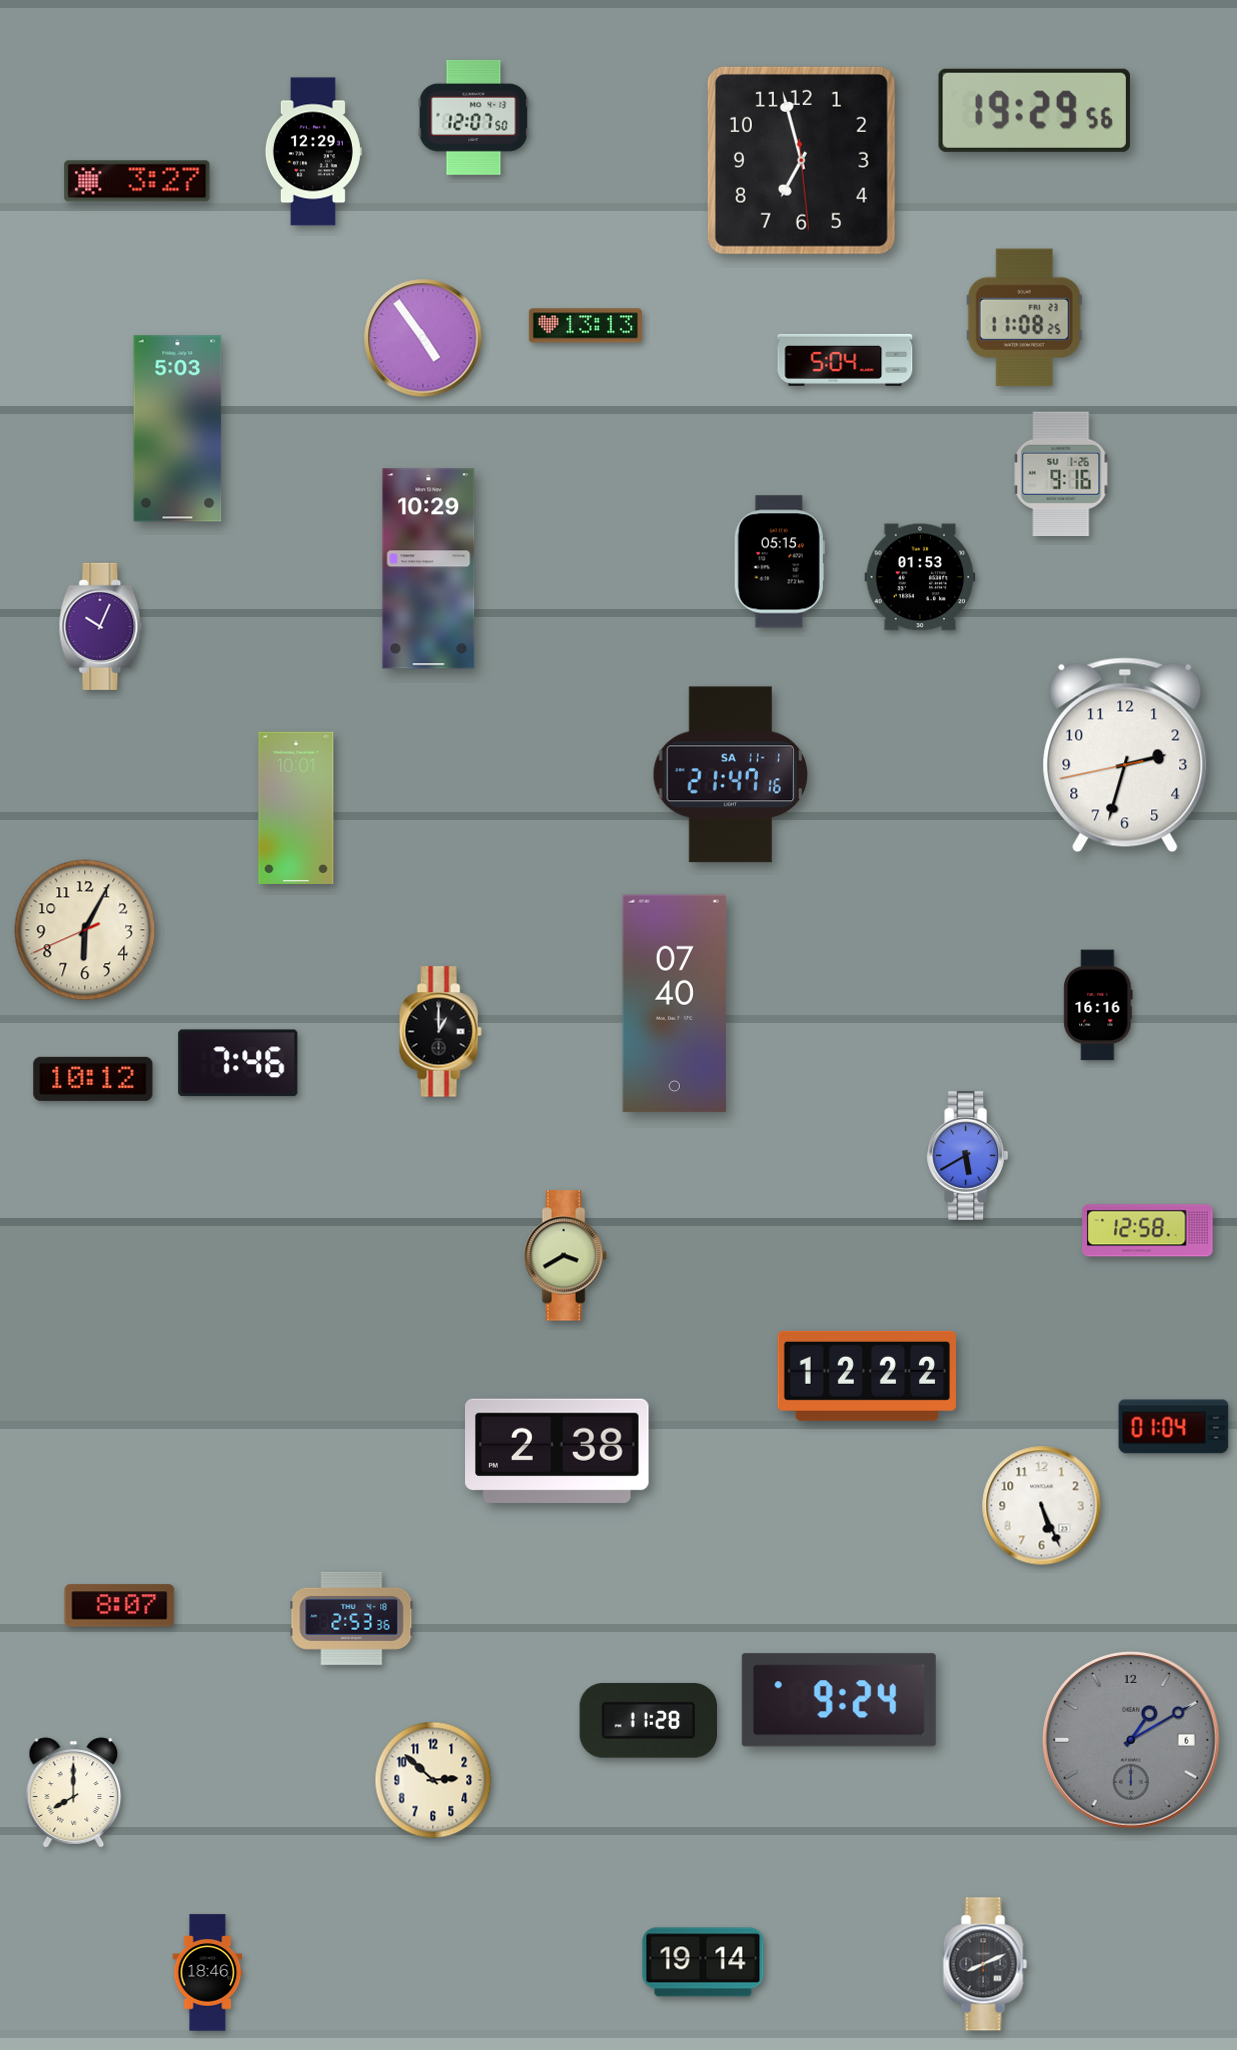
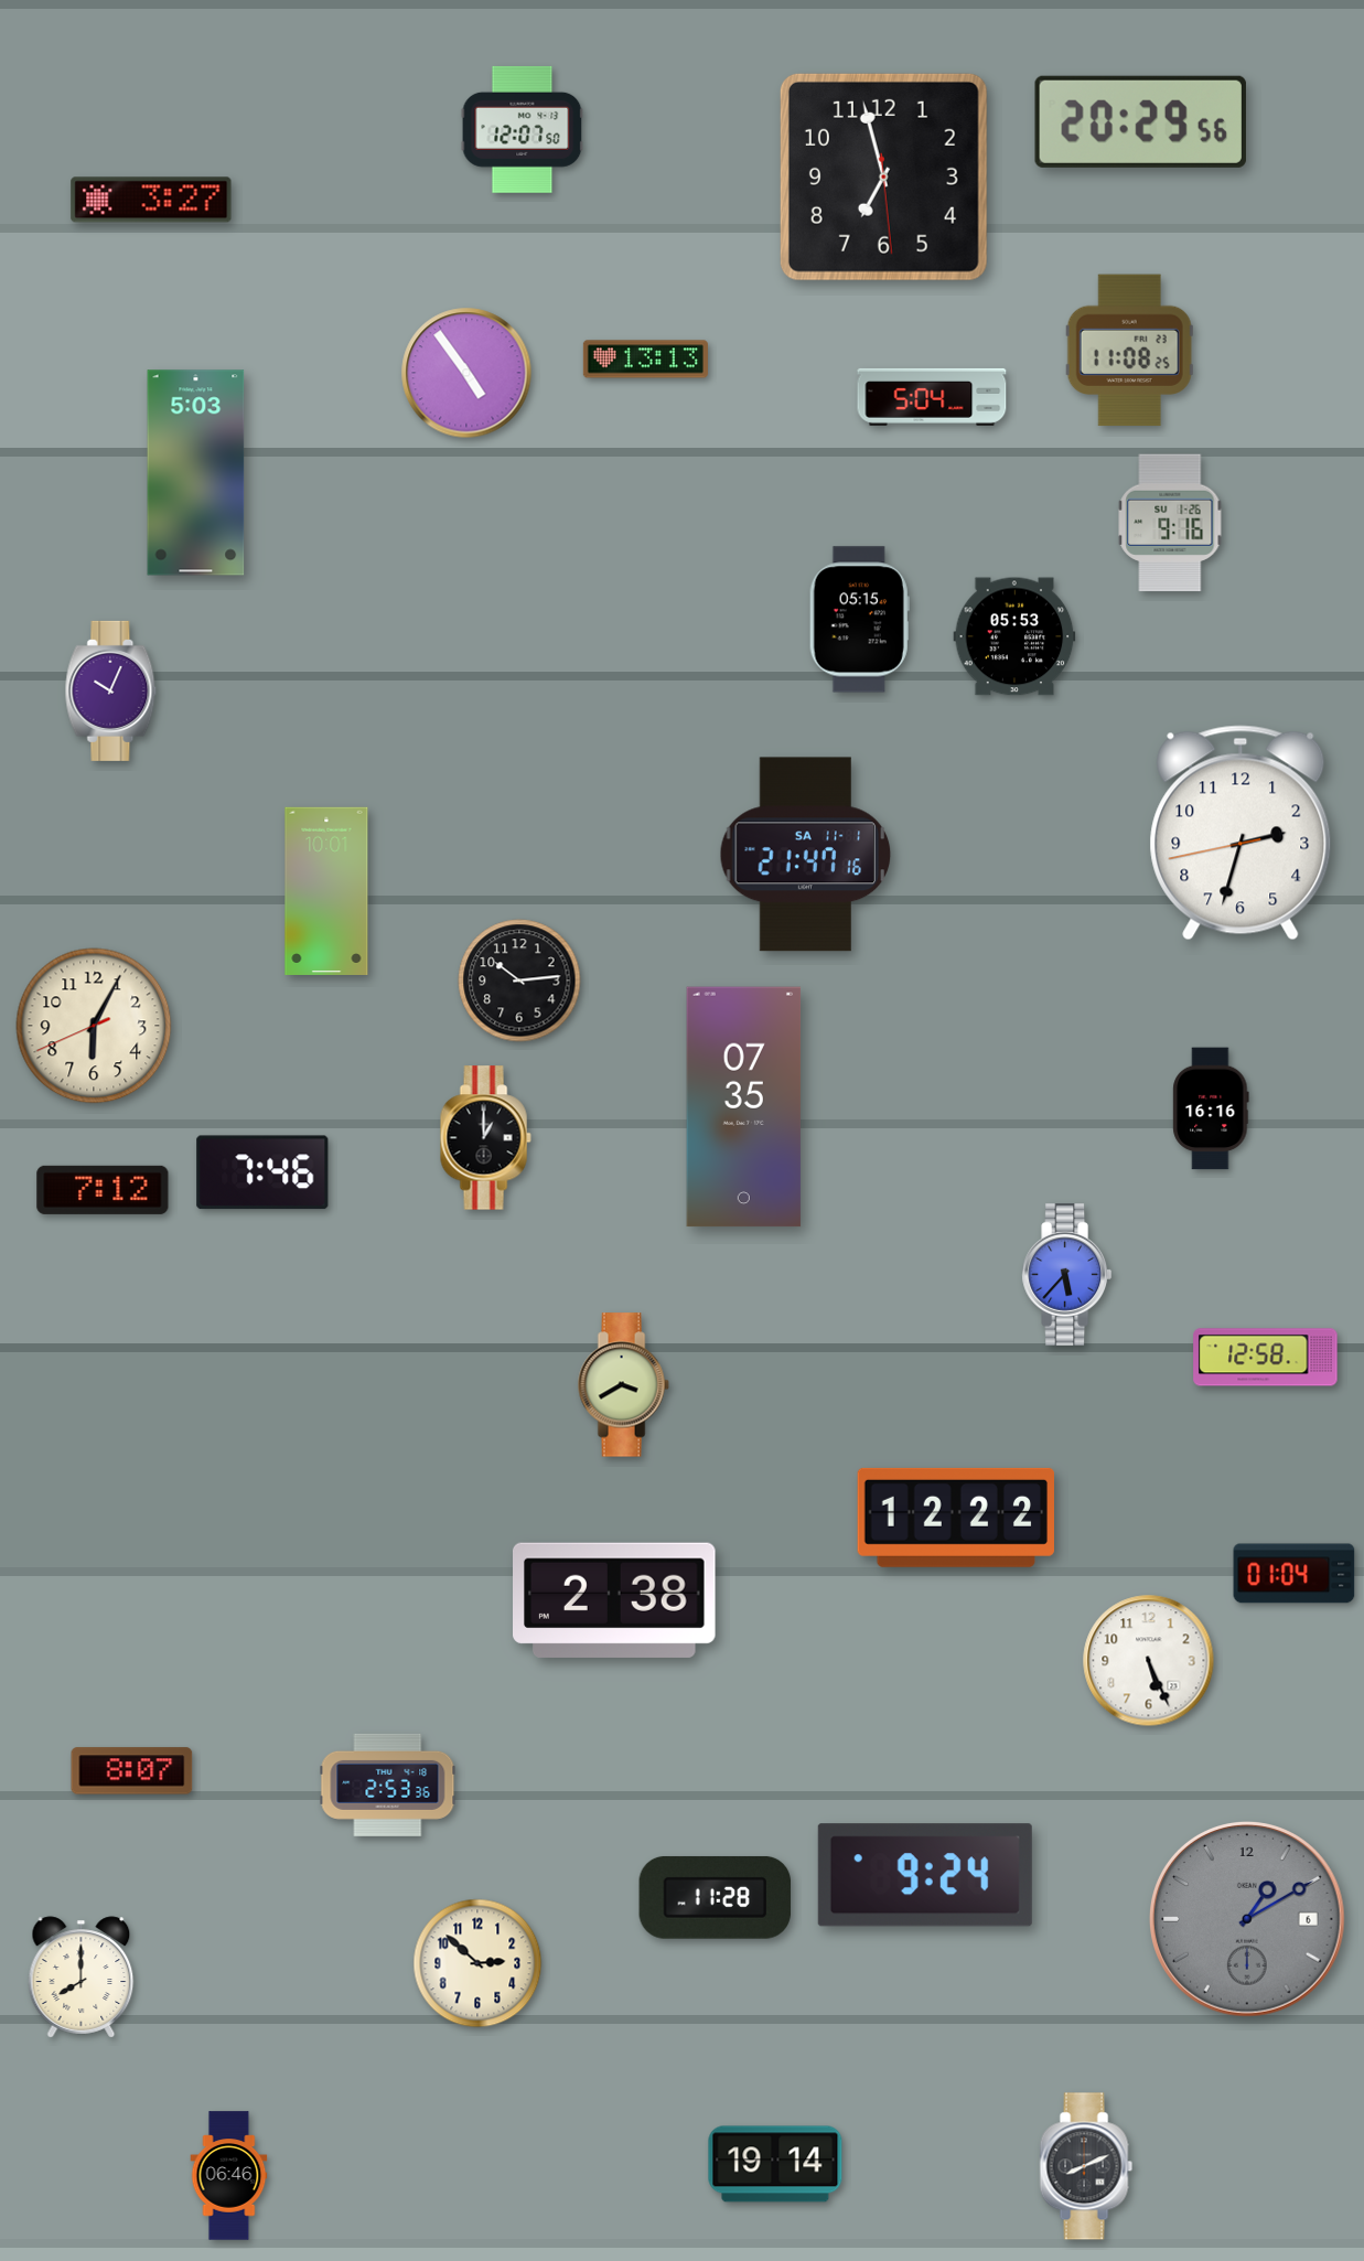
clock at (1034, 110): 19:29 -> 20:29
clock at (313, 152): 12:29 -> none
clock at (429, 569): 10:29 -> none
clock at (920, 577): 01:53 -> 05:53
clock at (519, 981): none -> 10:14
clock at (675, 1004): 07:40 -> 07:35
clock at (93, 1079): 10:12 -> 7:12
clock at (968, 1156): 5:40 -> 5:37
clock at (208, 1973): 18:46 -> 06:46
